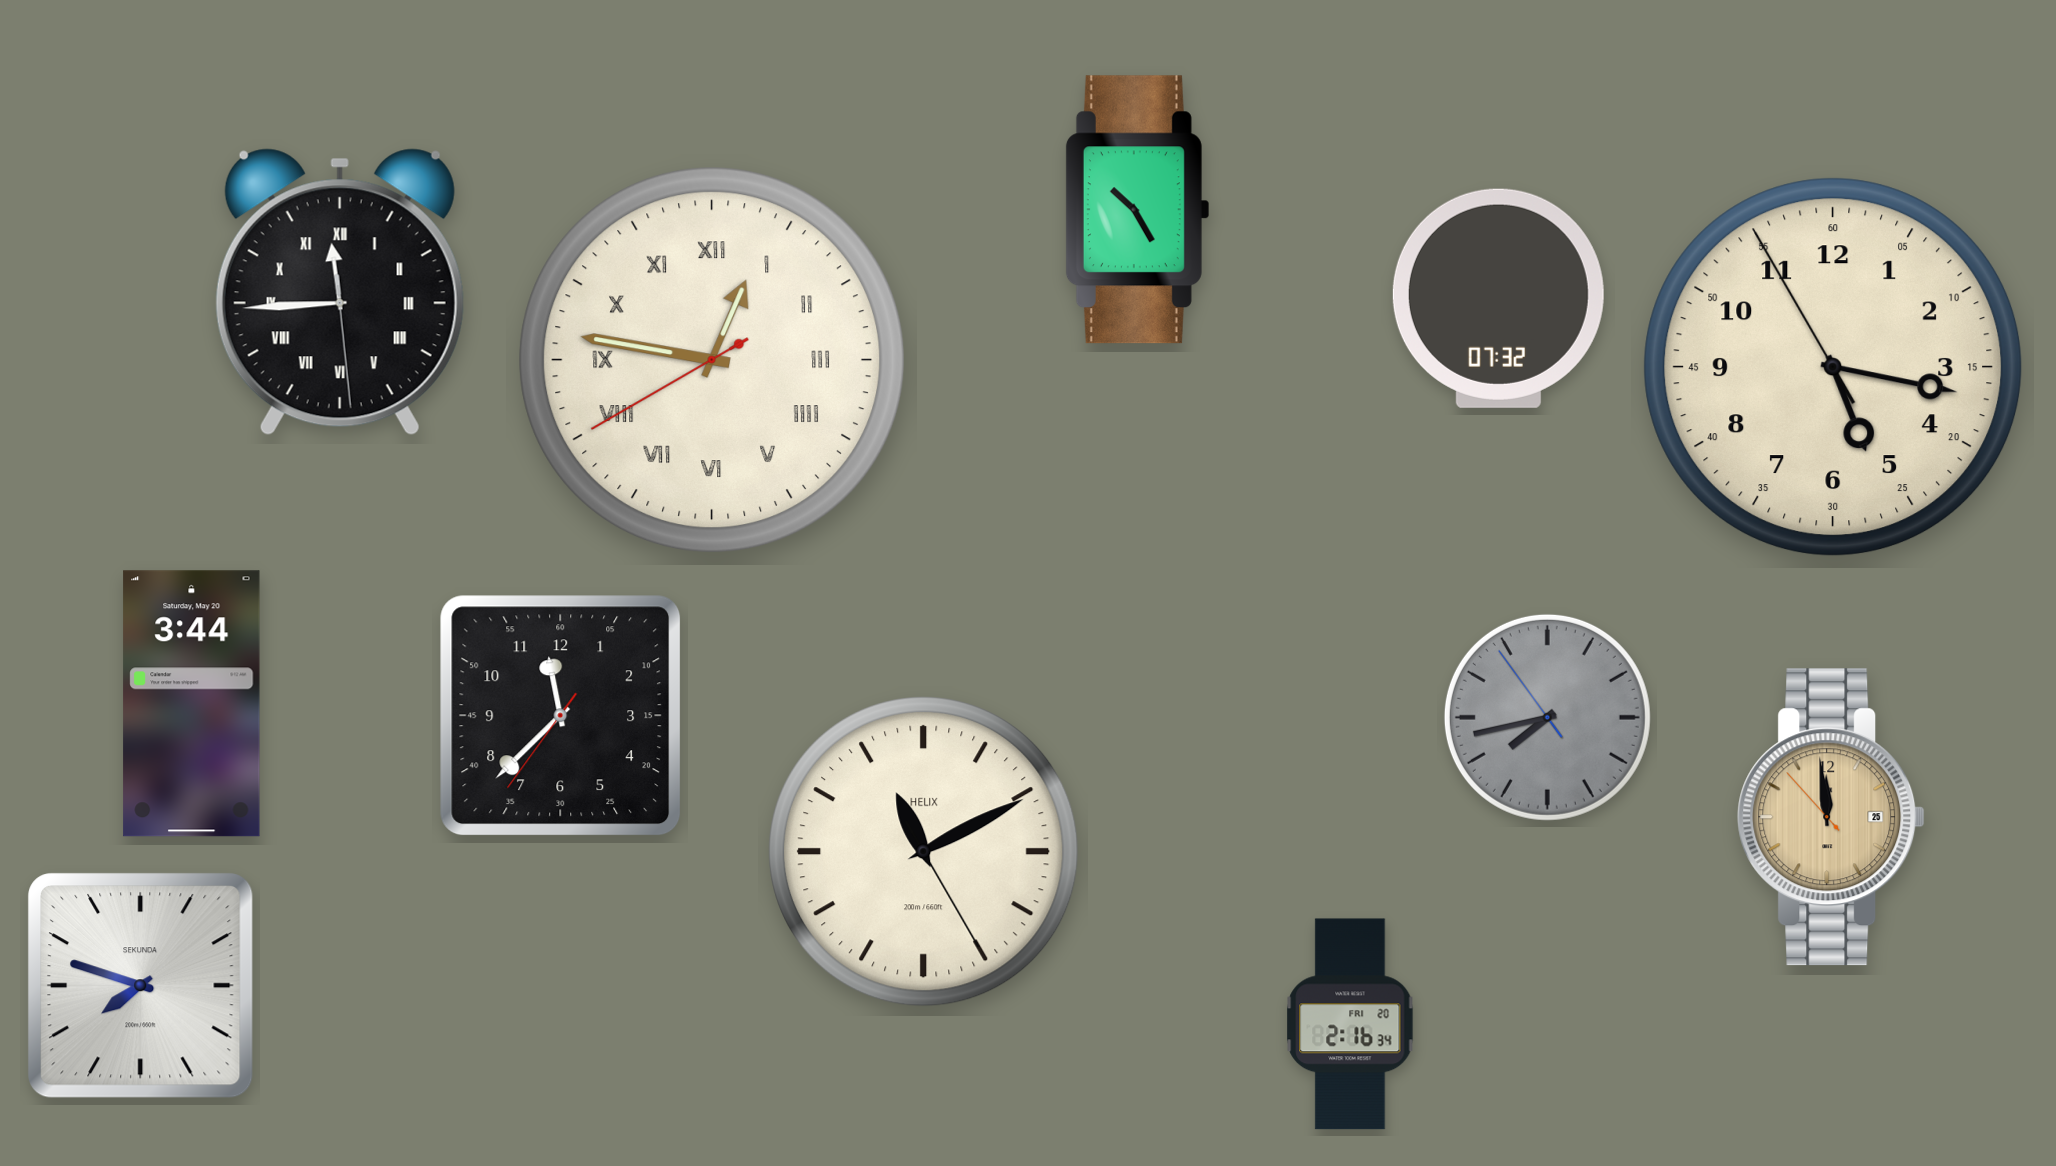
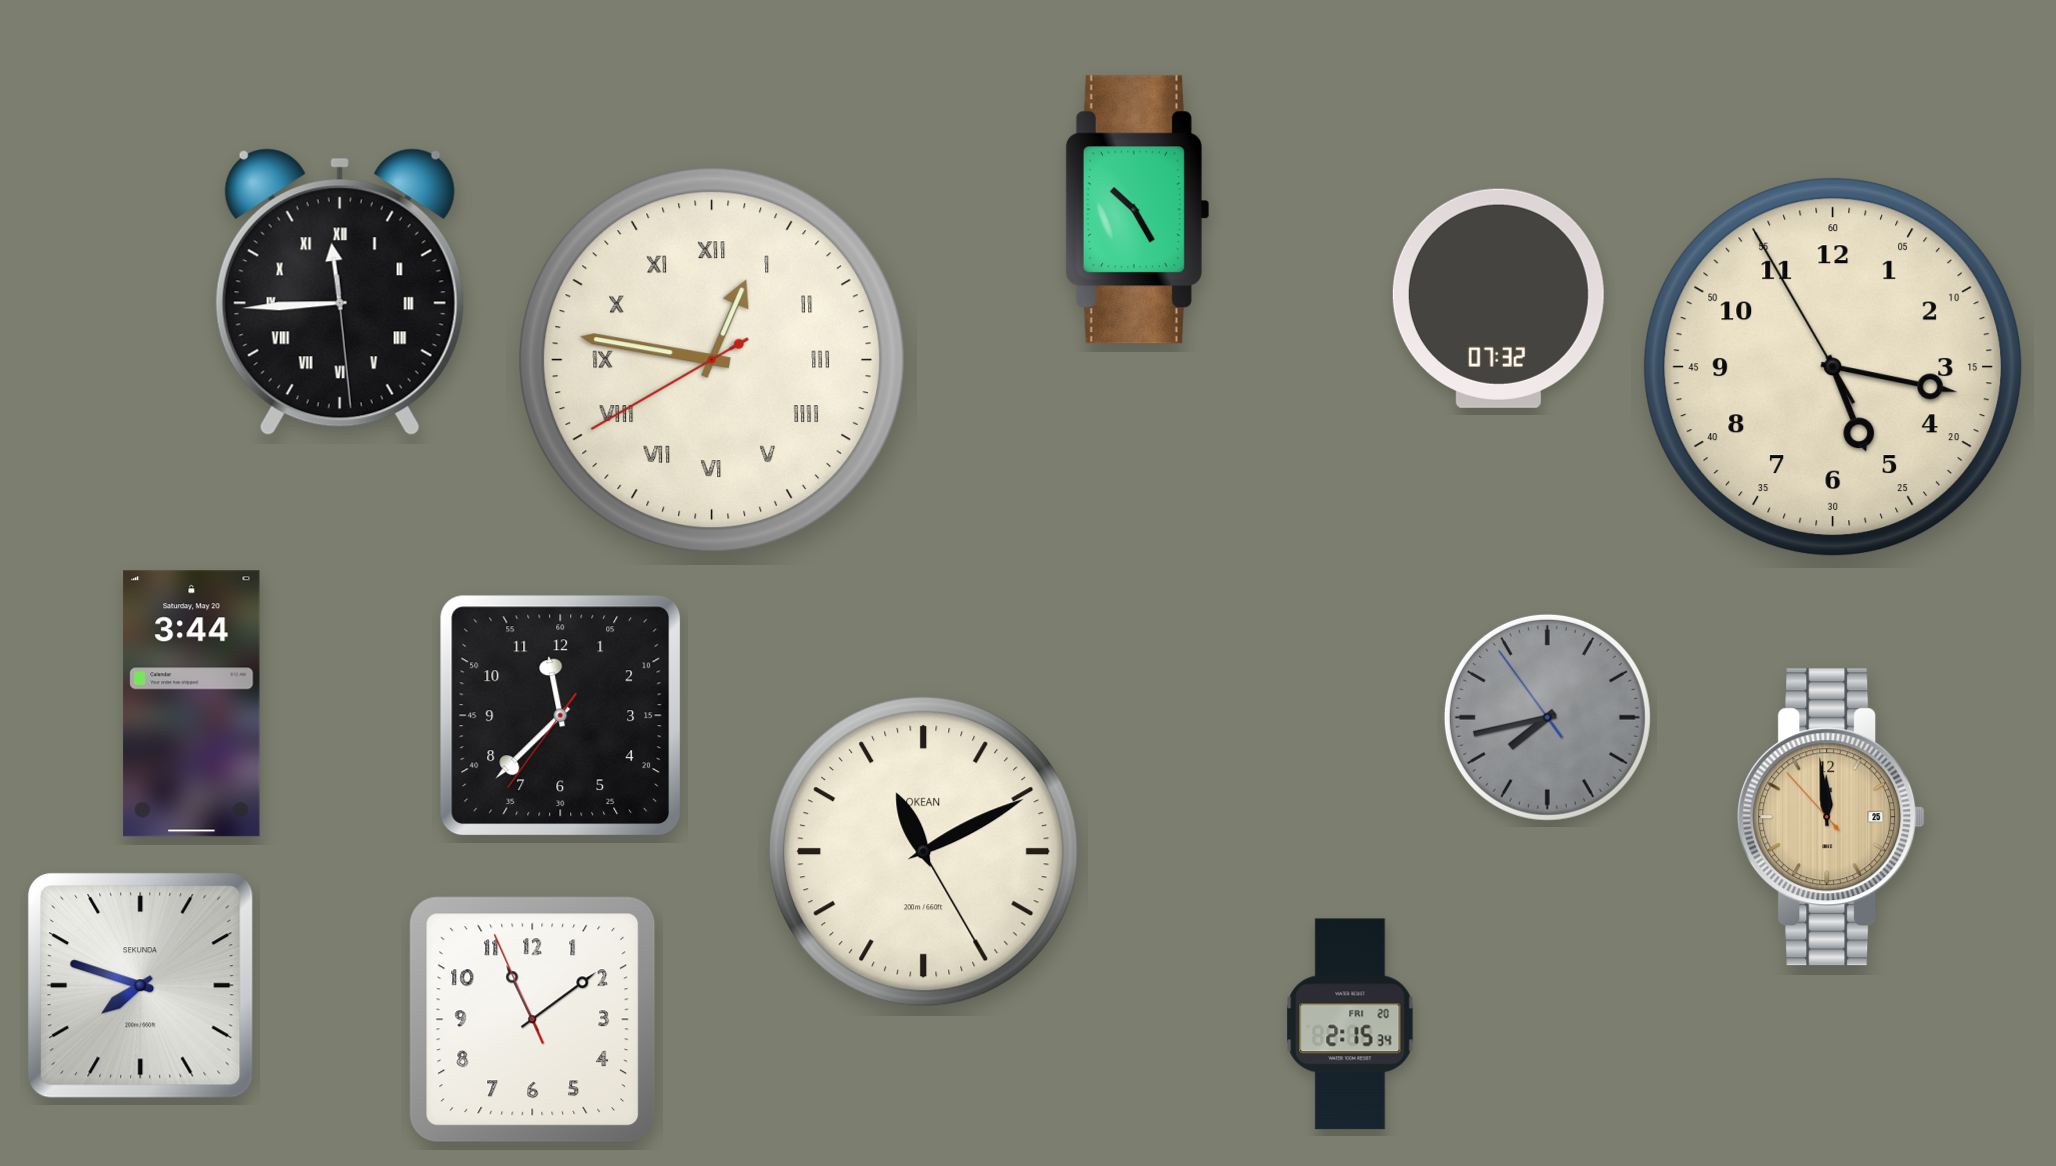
clock at (924, 852) brand: HELIX -> OKEAN
clock at (533, 1020): none -> 11:08
clock at (1350, 1024): 2:16 -> 2:15
